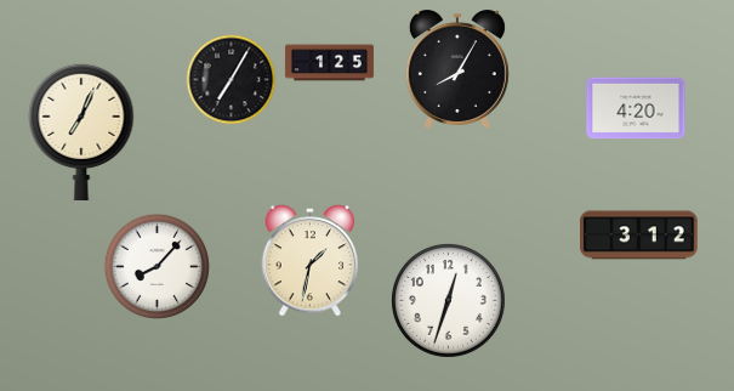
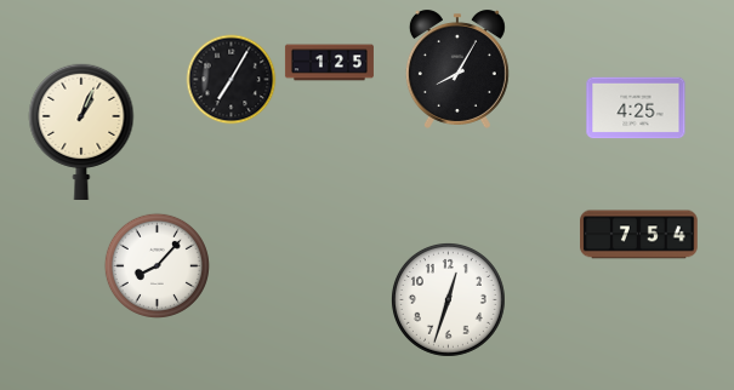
clock at (636, 108): 4:20 -> 4:25
clock at (81, 131): 7:04 -> 1:04
clock at (639, 236): 3:12 -> 7:54
clock at (311, 261): 1:32 -> none
